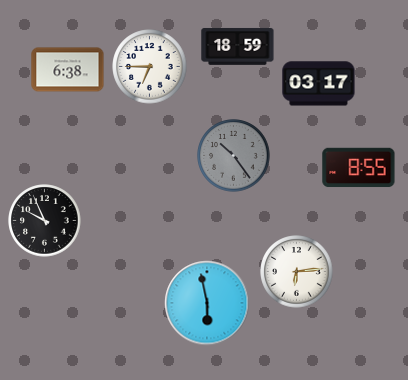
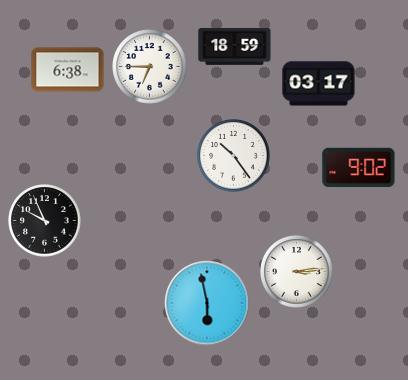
clock at (238, 46) position: (238, 46) -> (235, 46)
clock at (234, 156) dial: grey -> white
clock at (359, 168): 8:55 -> 9:02
clock at (297, 272): 6:14 -> 3:14
